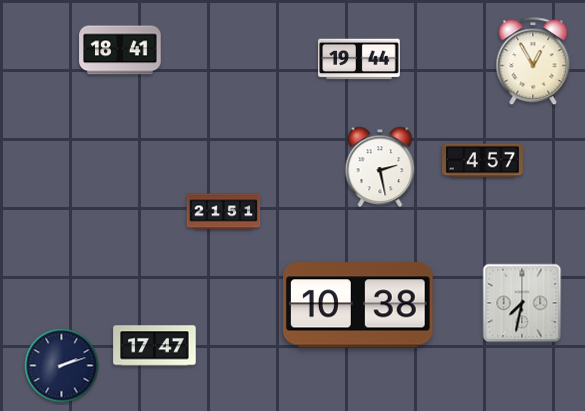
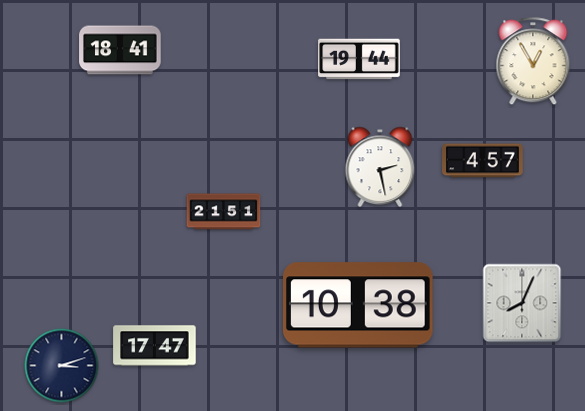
clock at (522, 303): 7:32 -> 8:04
clock at (62, 366): 2:12 -> 3:12
